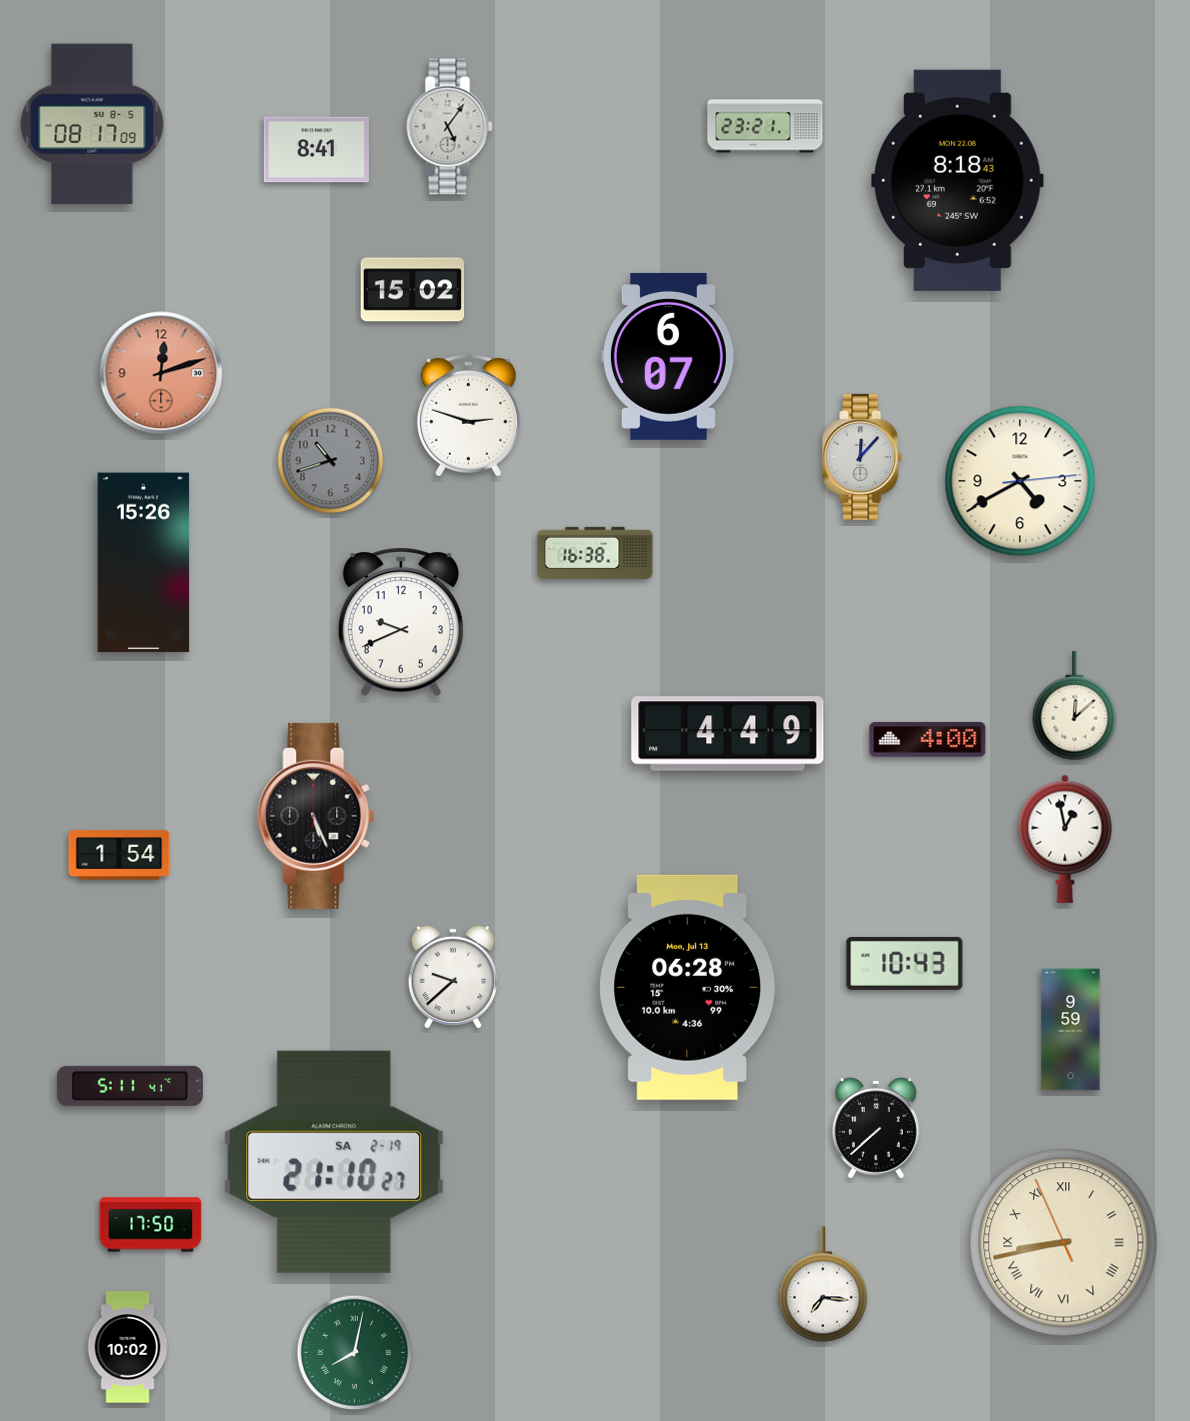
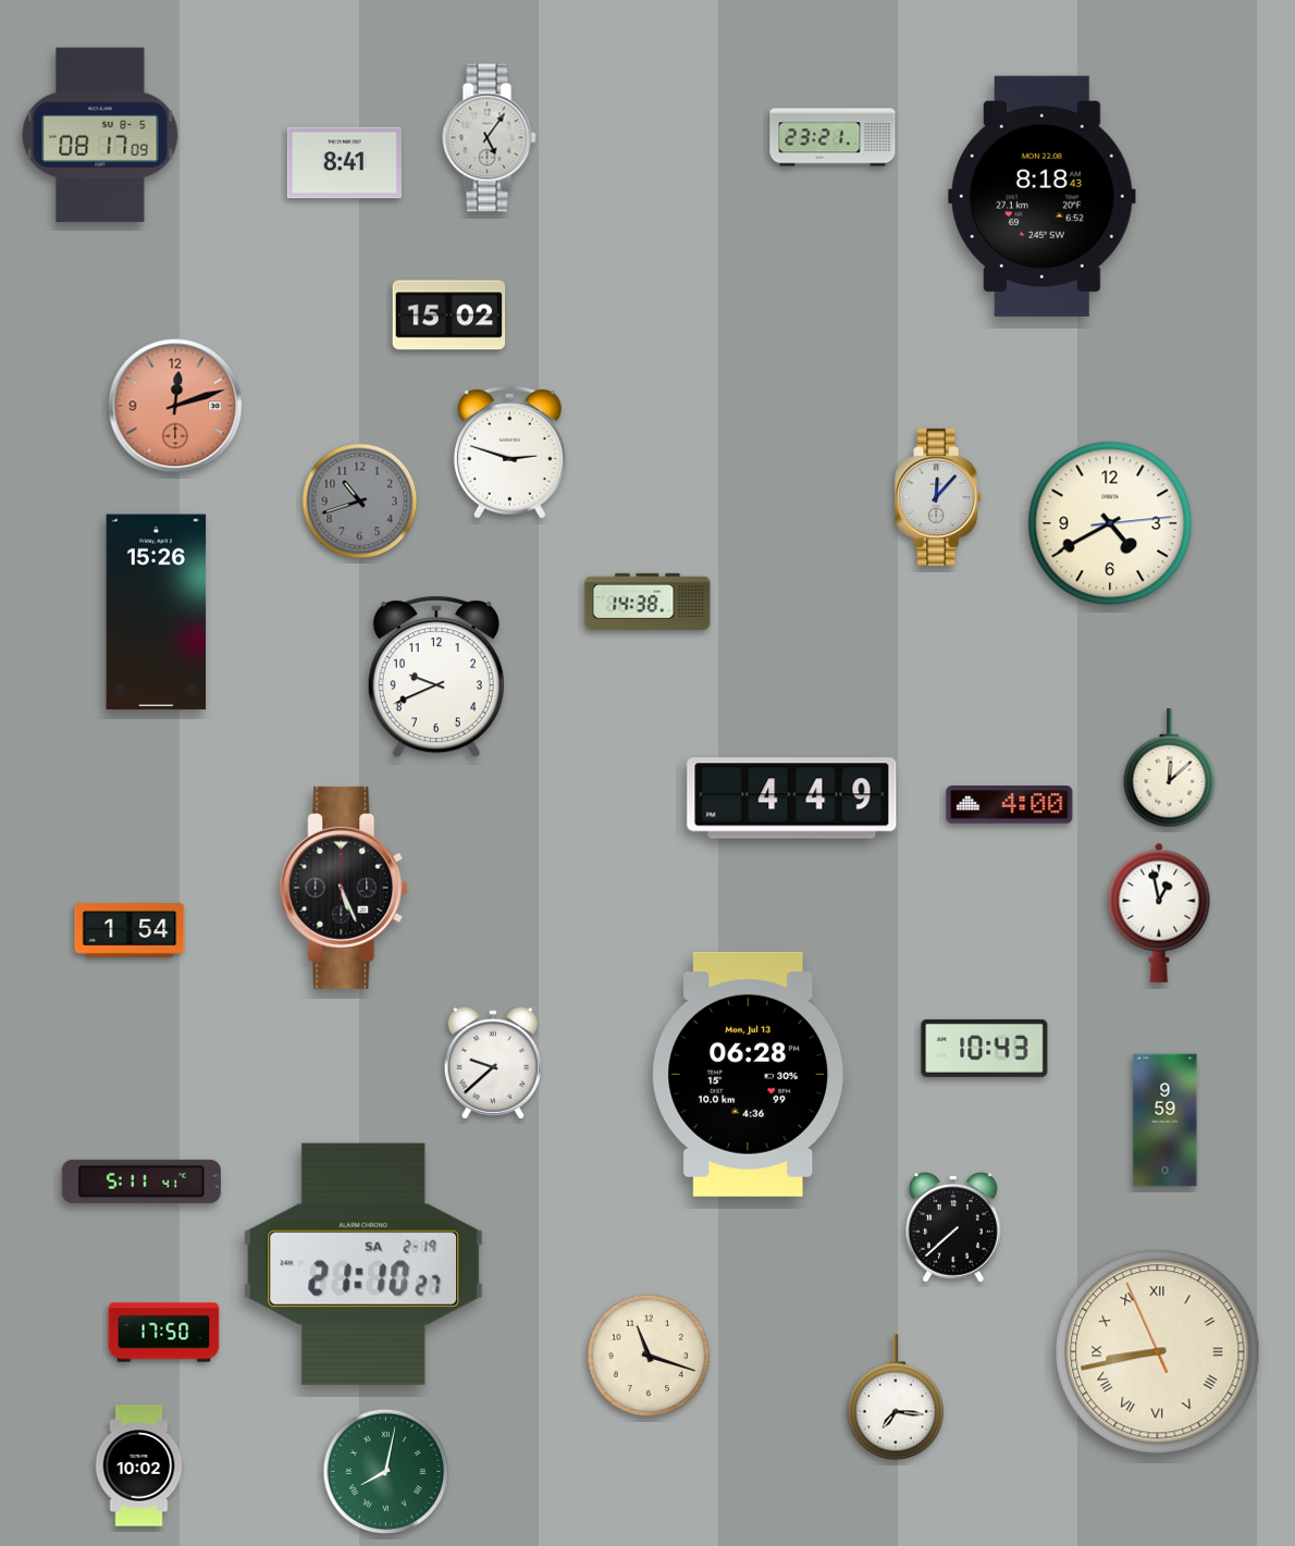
clock at (668, 356): 6:07 -> none
clock at (595, 553): 16:38 -> 14:38
clock at (649, 1356): none -> 11:18
